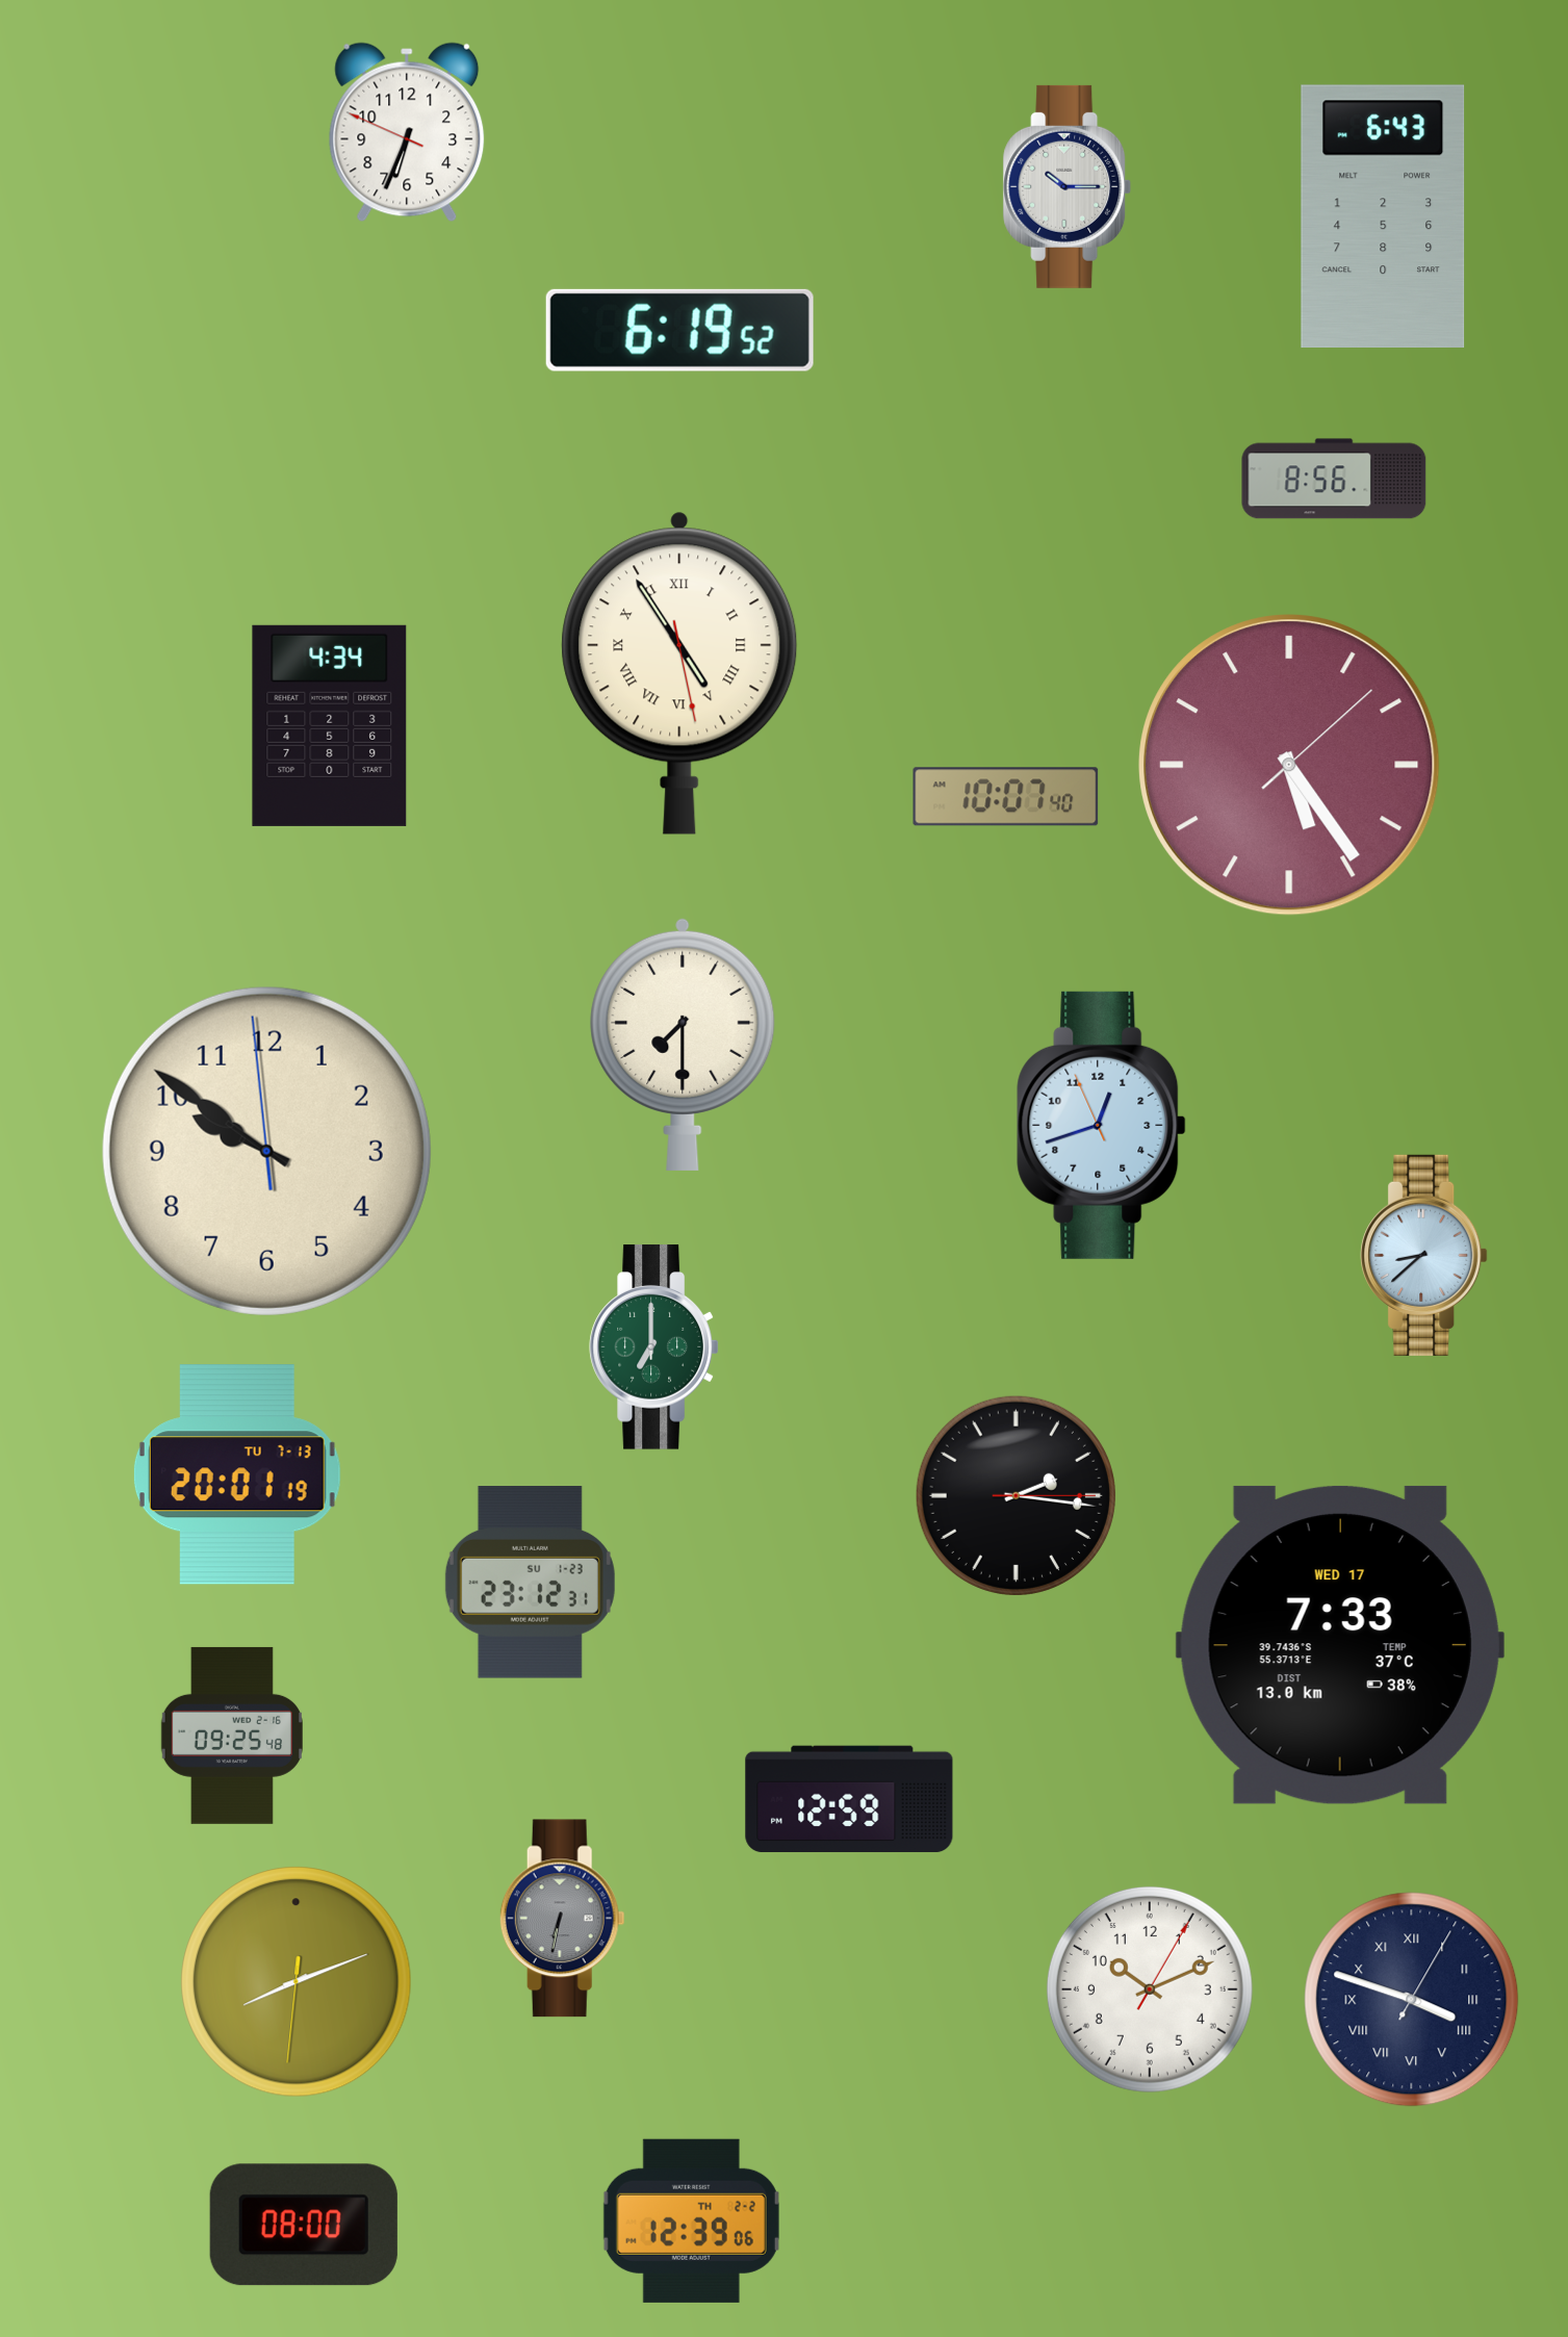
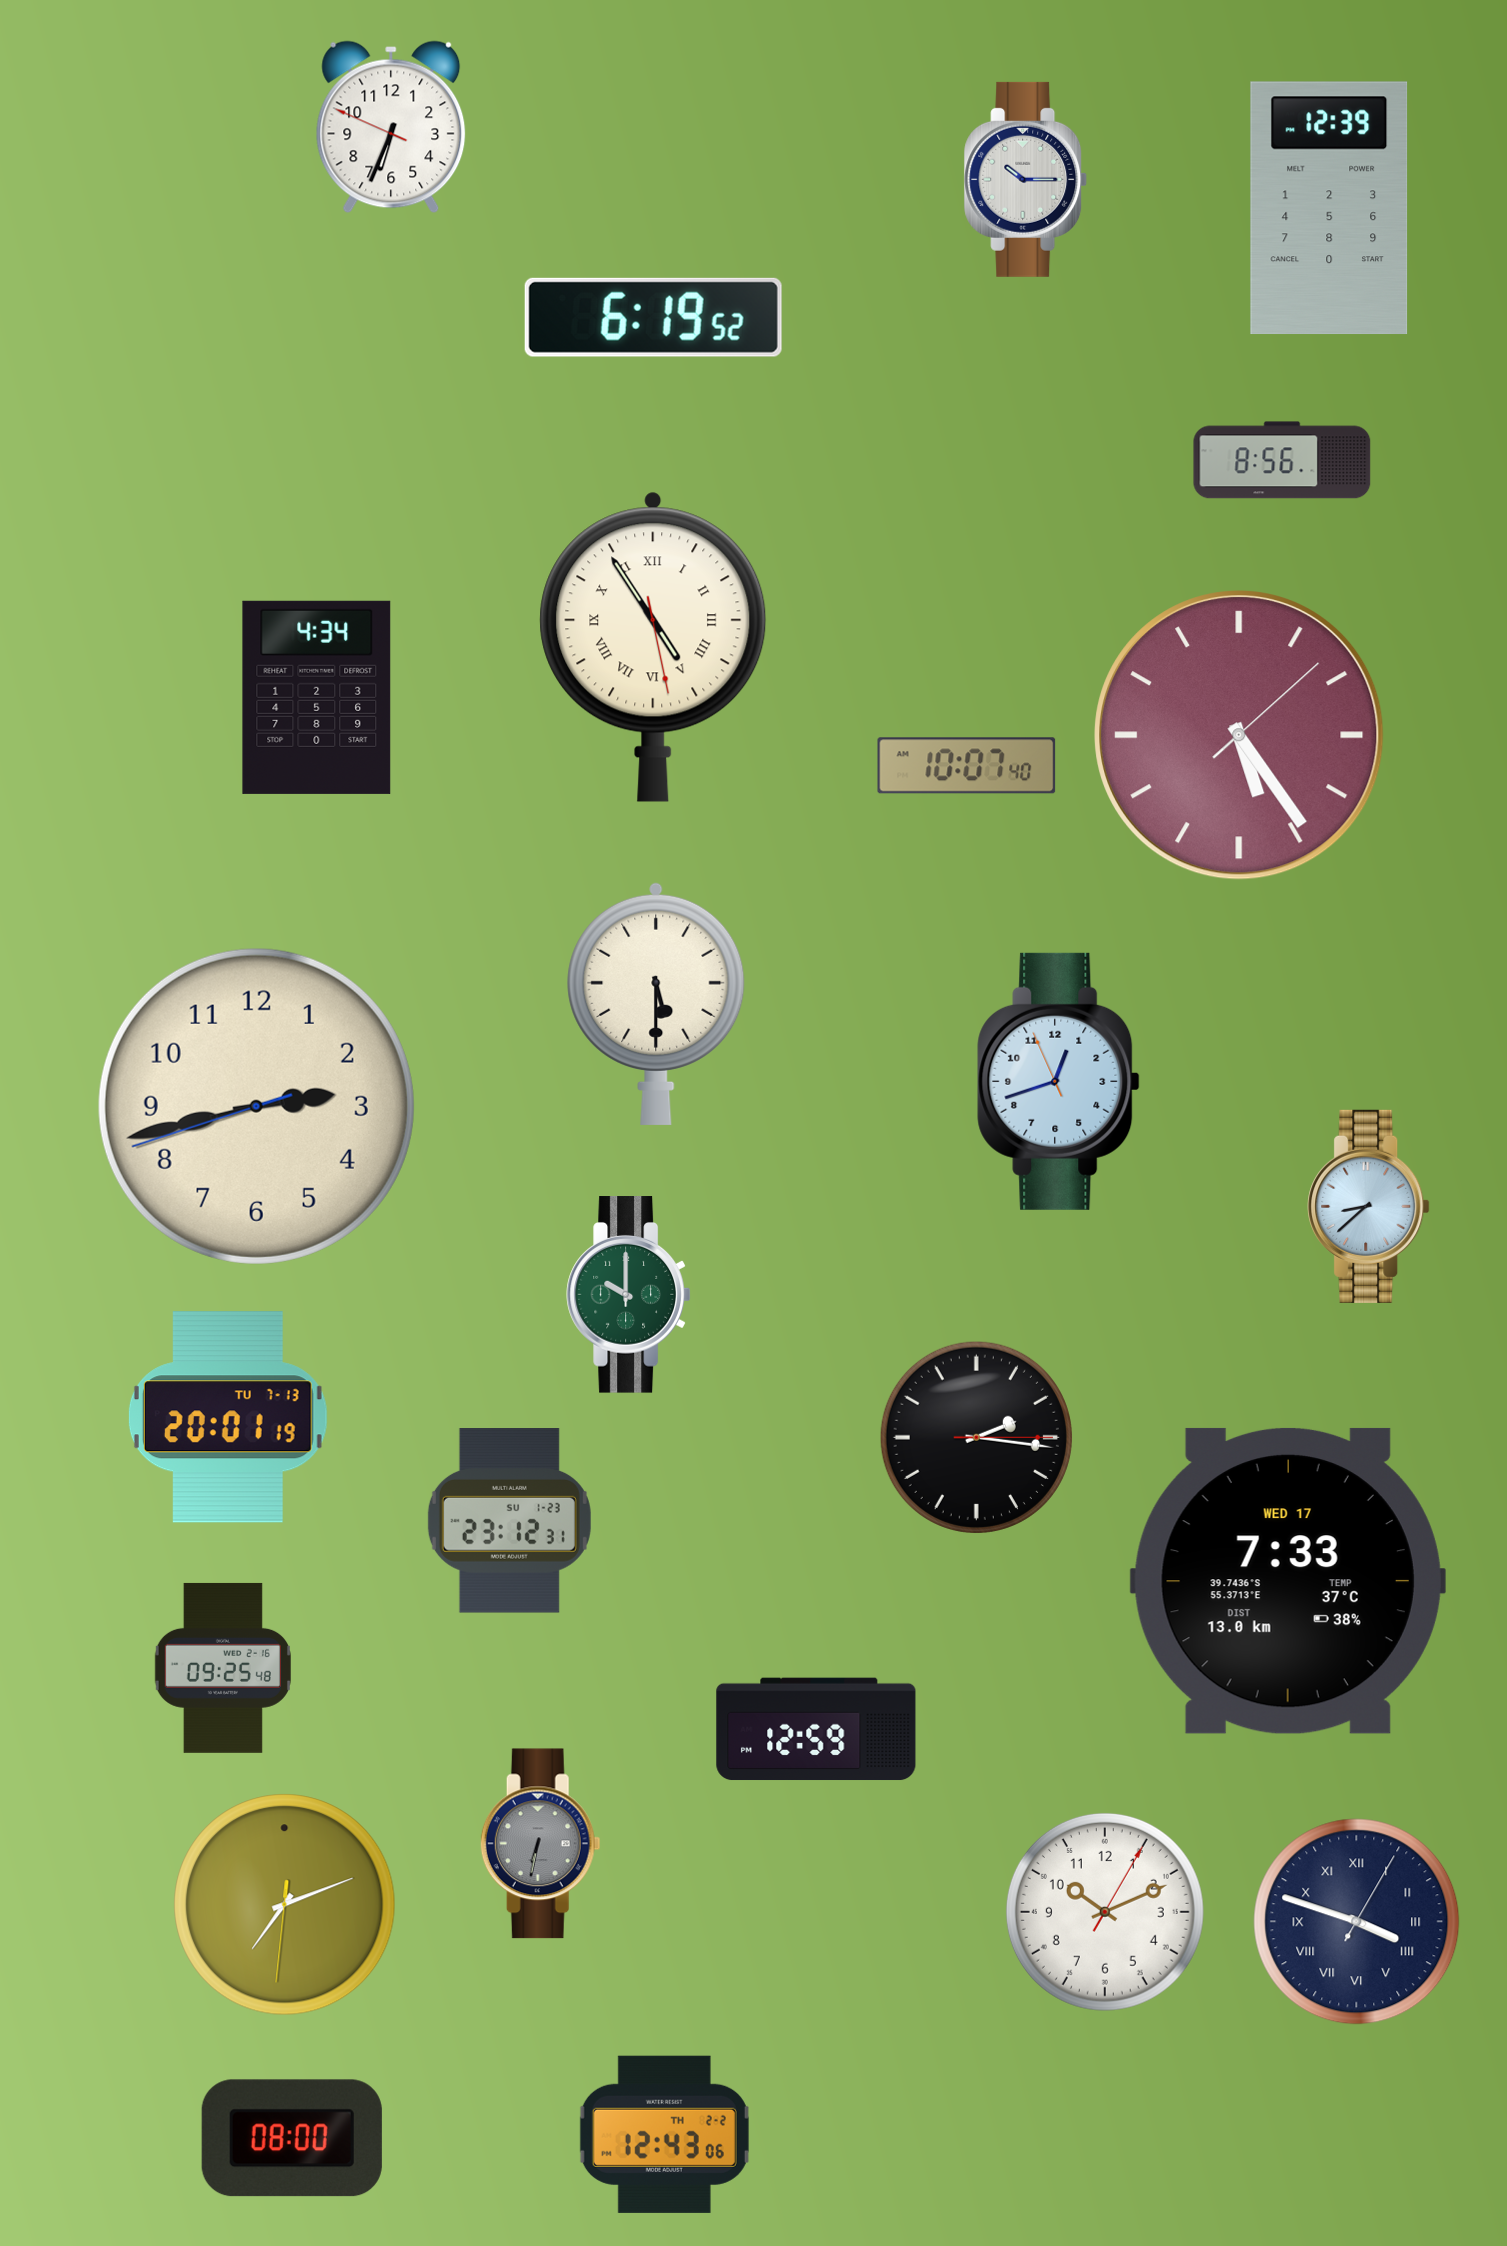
clock at (1383, 216): 6:43 -> 12:39
clock at (683, 1044): 7:30 -> 5:30
clock at (266, 1151): 9:50 -> 2:42
clock at (654, 1347): 7:00 -> 10:00
clock at (297, 1982): 8:11 -> 7:11
clock at (691, 2220): 12:39 -> 12:43
